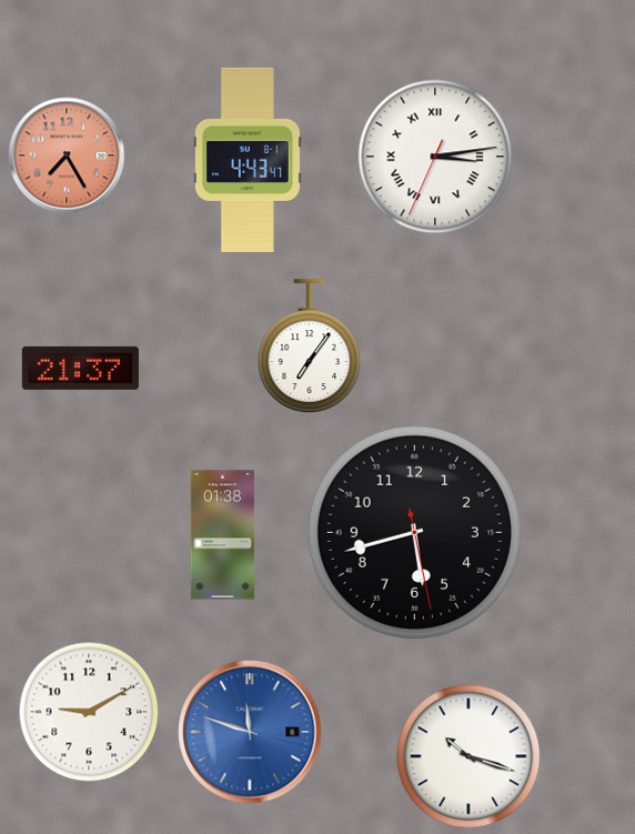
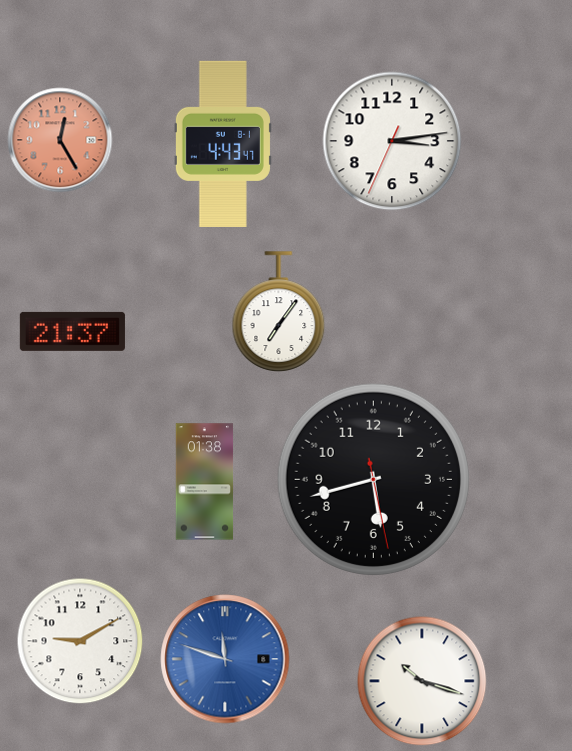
clock at (67, 155): 7:25 -> 12:25
clock at (435, 157) numerals: Roman -> Arabic
clock at (223, 535) position: (223, 535) -> (205, 482)
